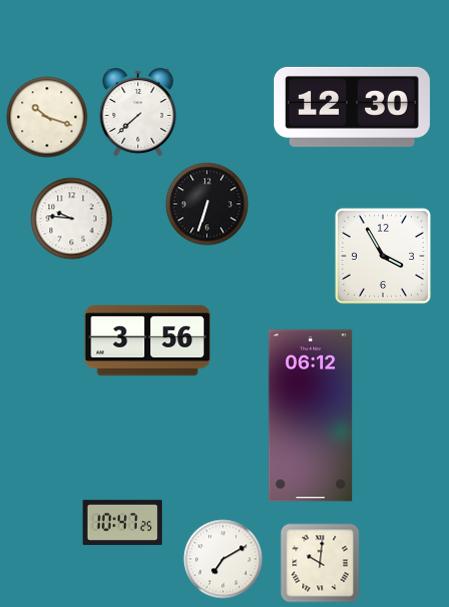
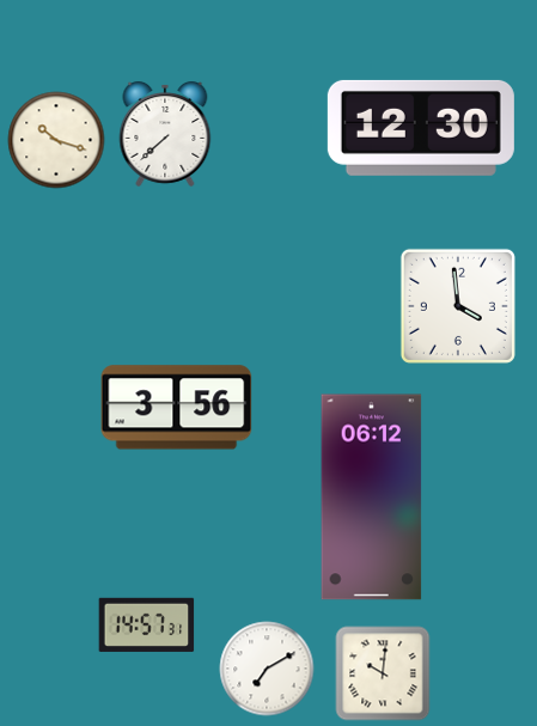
clock at (207, 204): 6:33 -> none
clock at (72, 219): 9:46 -> none
clock at (383, 256): 3:55 -> 3:59
clock at (123, 522): 10:47 -> 14:57
